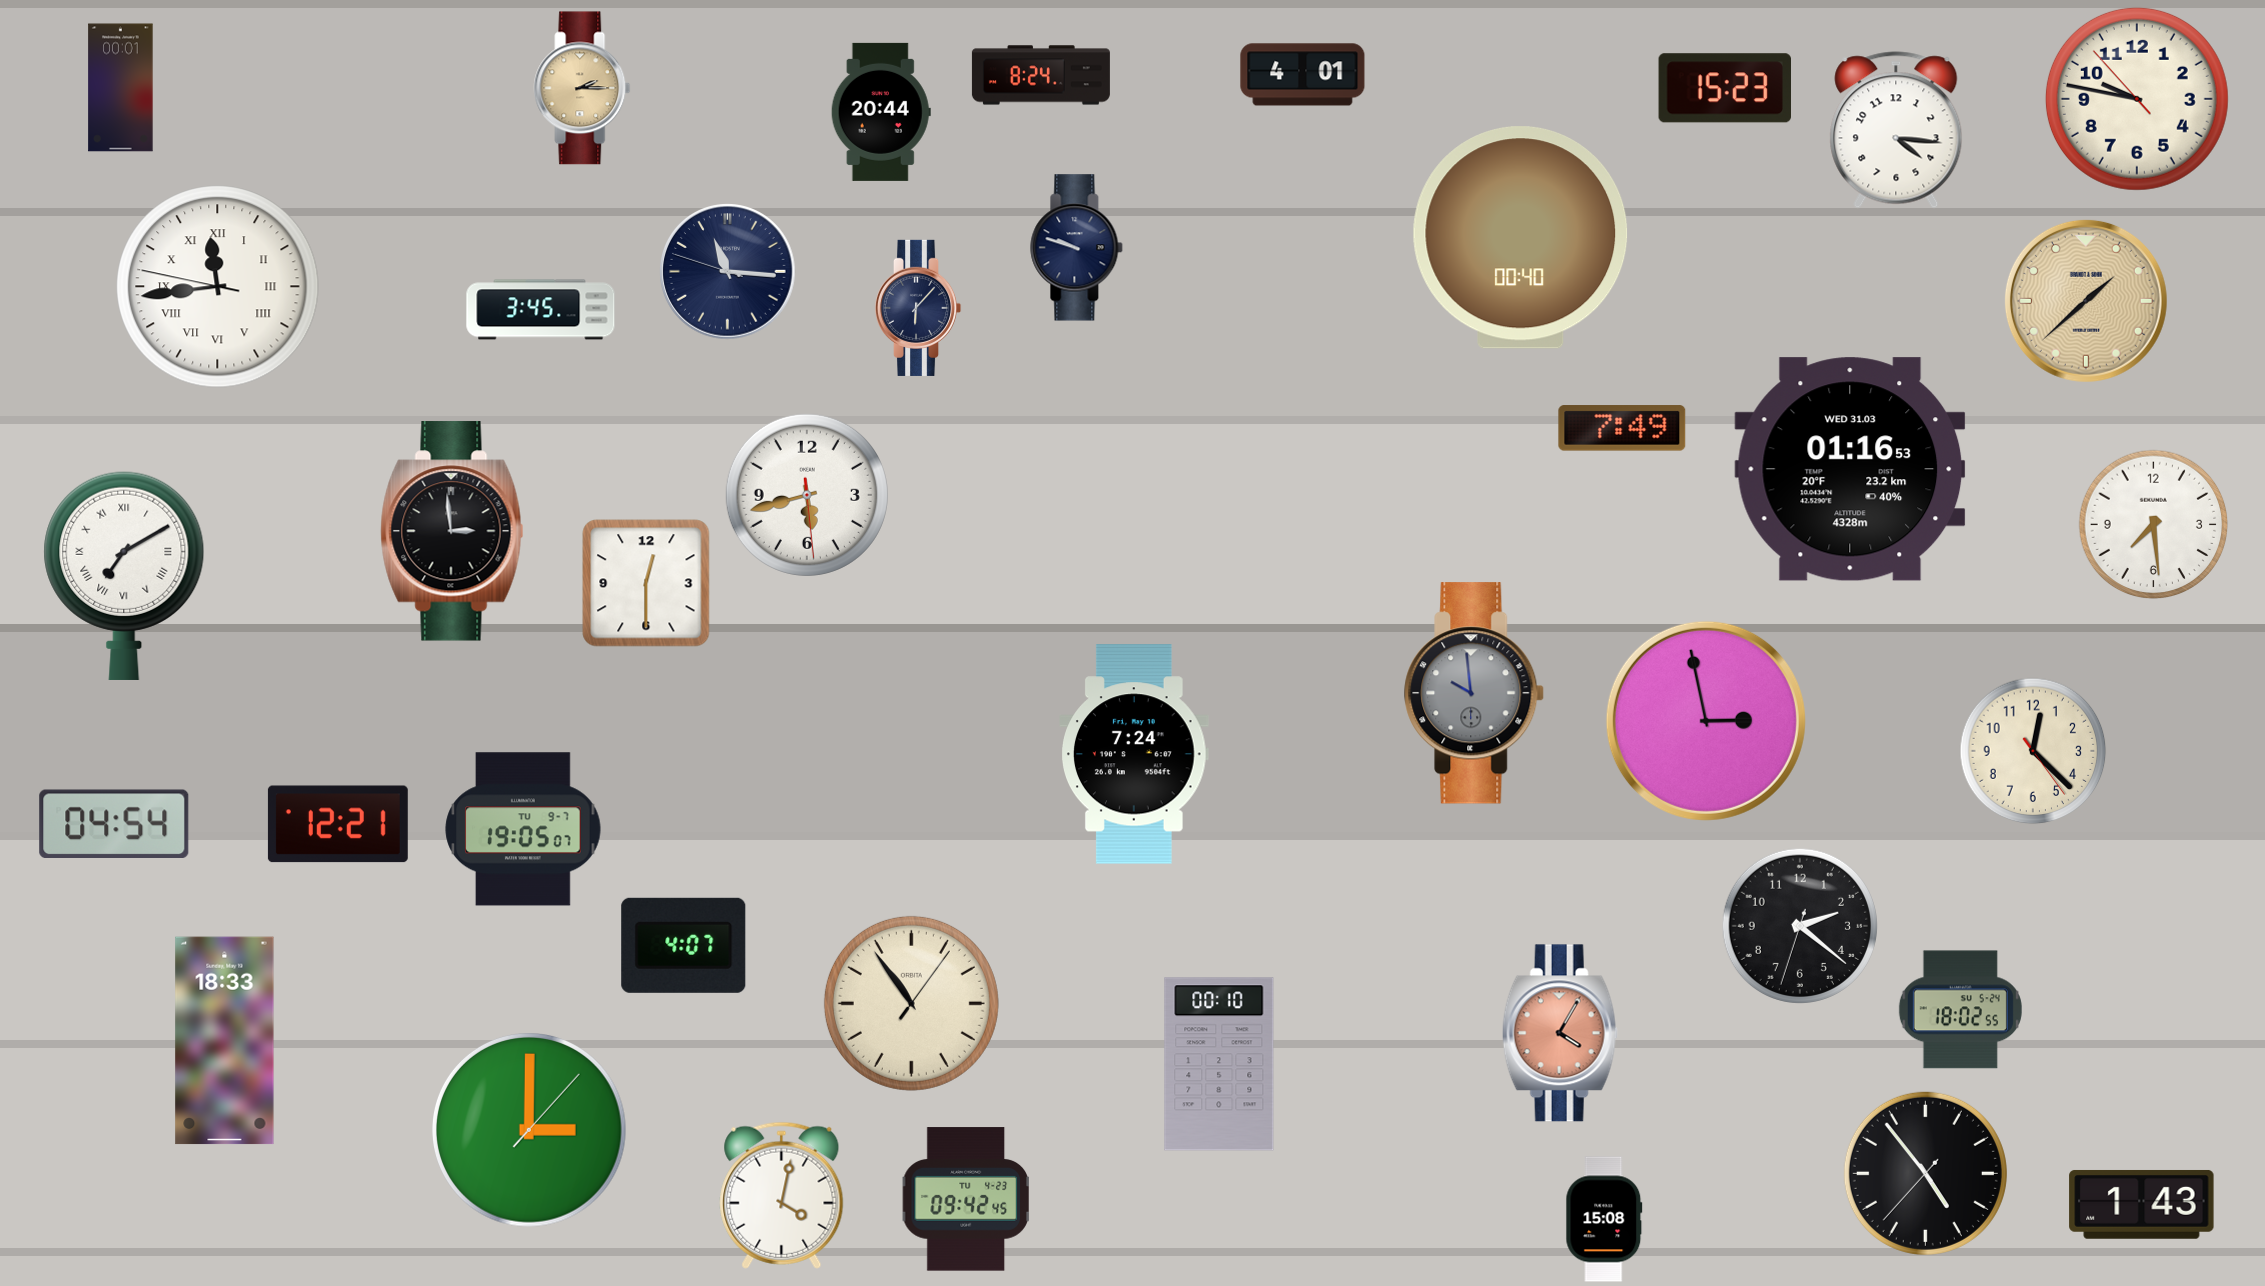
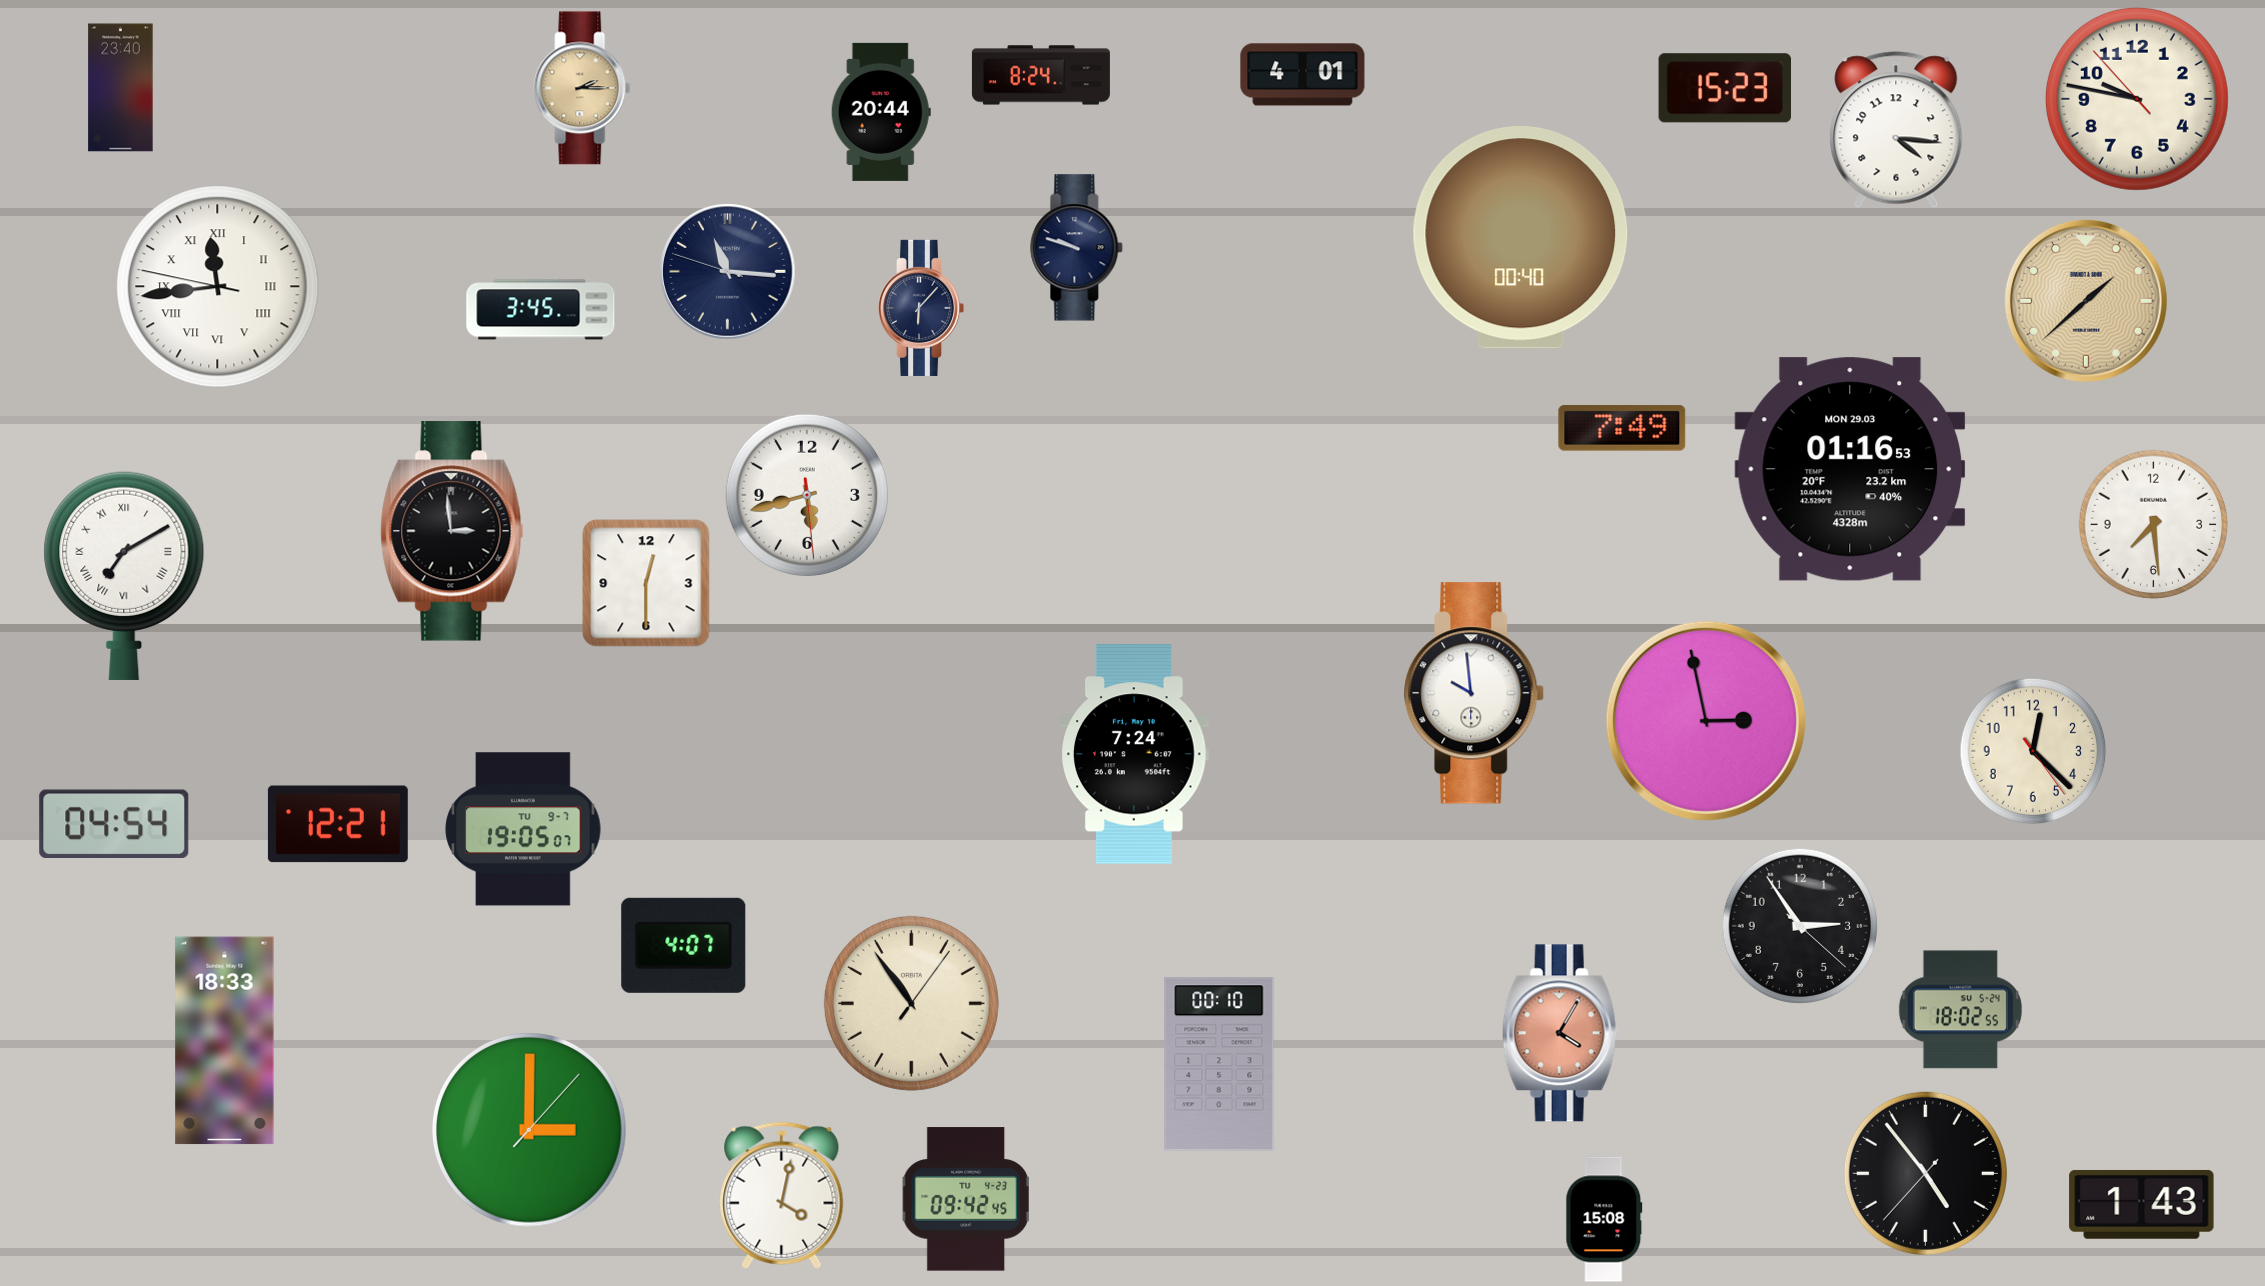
clock at (121, 88): 00:01 -> 23:40
clock at (918, 308) position: (918, 308) -> (921, 308)
clock at (1850, 469) date: WED 31.03 -> MON 29.03
clock at (1475, 693) dial: grey -> white
clock at (1800, 926): 2:21 -> 2:54
